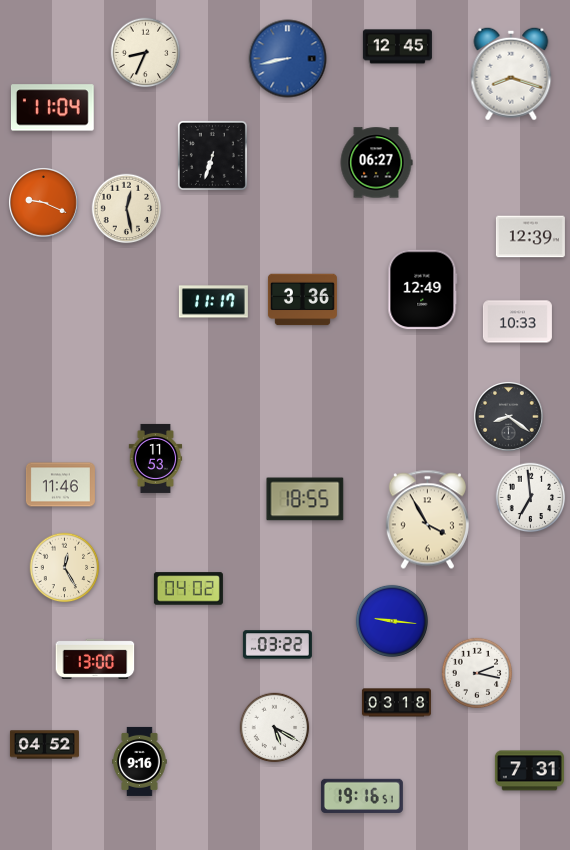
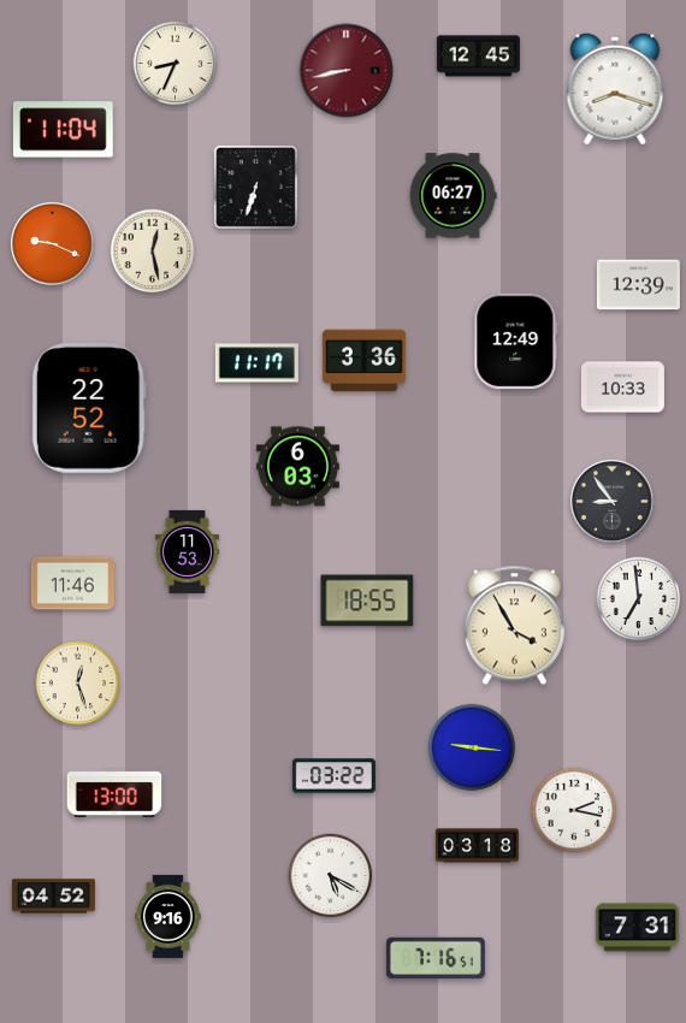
clock at (288, 59) dial: blue -> burgundy
clock at (423, 290) position: (423, 290) -> (516, 342)
clock at (89, 408): none -> 22:52
clock at (297, 467): none -> 6:03
clock at (509, 417): 8:21 -> 8:54
clock at (65, 568): 12:25 -> 12:27
clock at (188, 589): 04:02 -> none
clock at (362, 796): 19:16 -> 7:16
